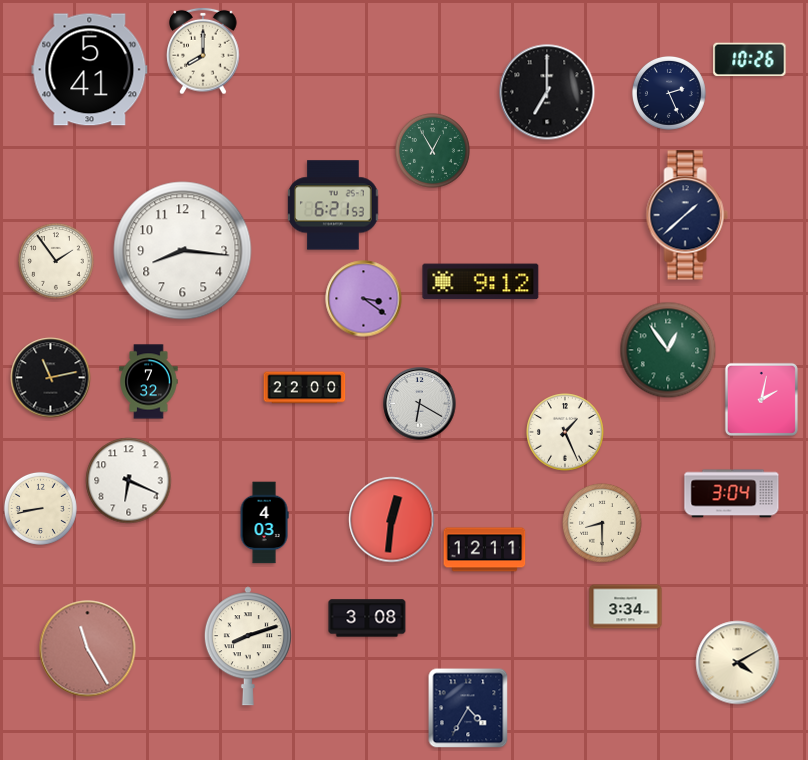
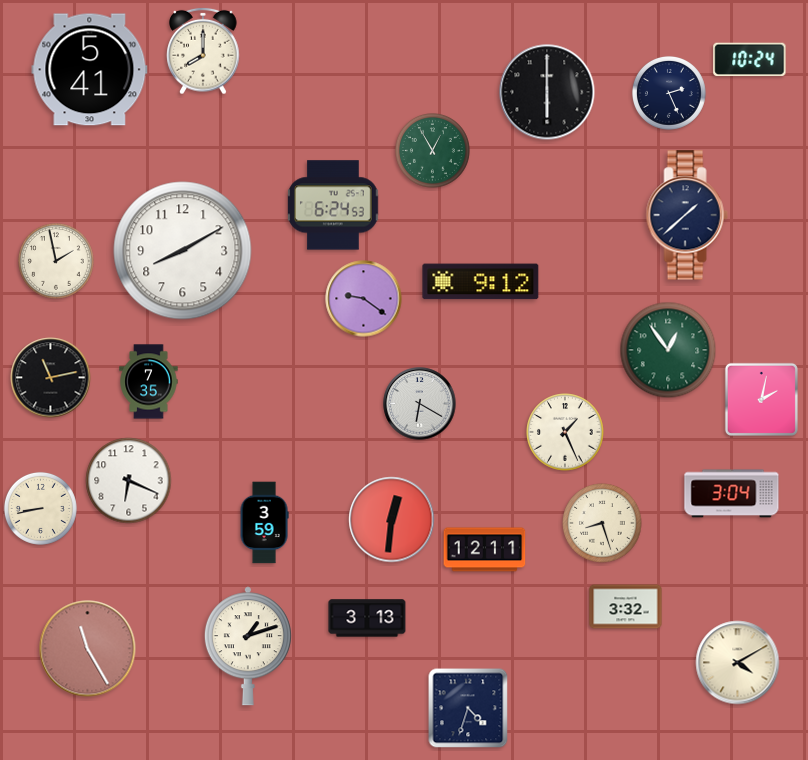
clock at (750, 60): 10:26 -> 10:24
clock at (547, 92): 7:00 -> 6:00
clock at (333, 205): 6:21 -> 6:24
clock at (183, 251): 8:16 -> 8:10
clock at (57, 262): 1:54 -> 1:58
clock at (364, 299): 3:21 -> 9:21
clock at (149, 382): 7:32 -> 7:35
clock at (305, 388): 22:00 -> none
clock at (264, 523): 4:03 -> 3:59
clock at (602, 523): 8:30 -> 8:27
clock at (626, 607): 3:34 -> 3:32
clock at (367, 618): 3:08 -> 3:13
clock at (248, 646): 8:12 -> 1:12
clock at (468, 708): 4:35 -> 4:33
